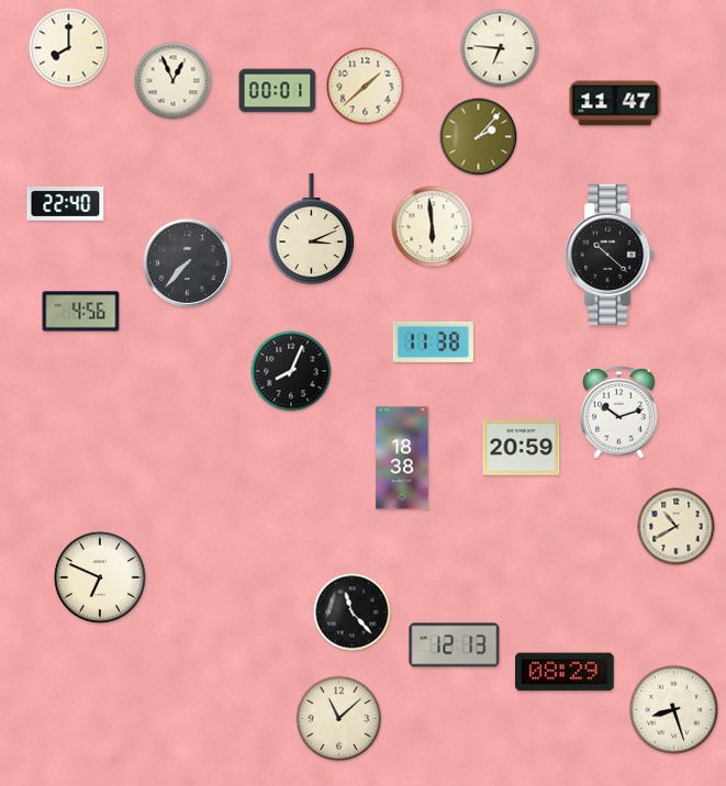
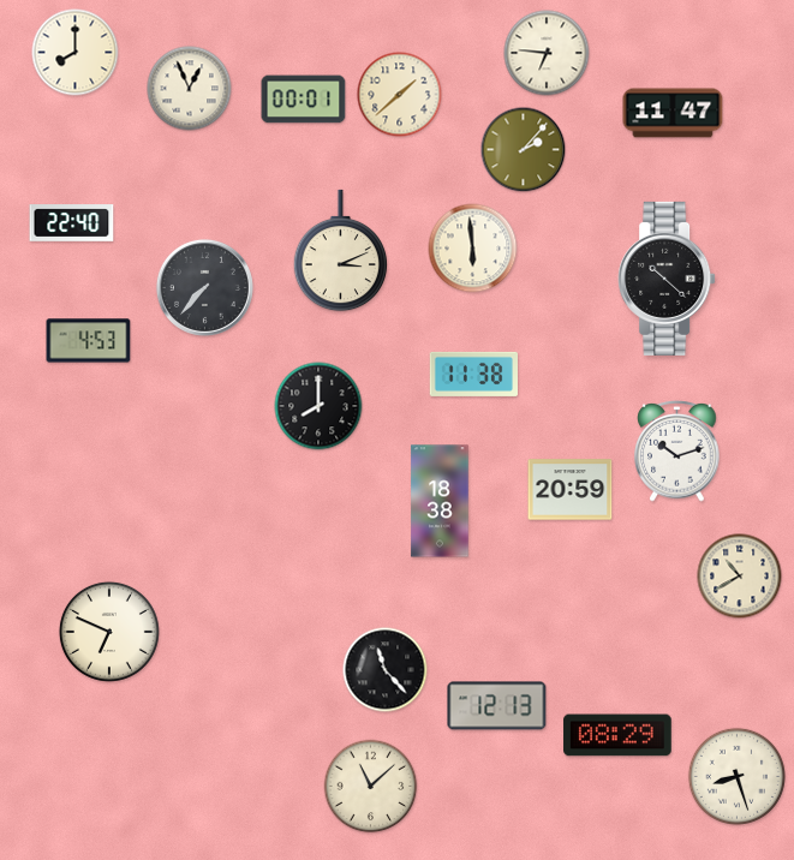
clock at (81, 312): 4:56 -> 4:53
clock at (291, 371): 8:04 -> 8:00
